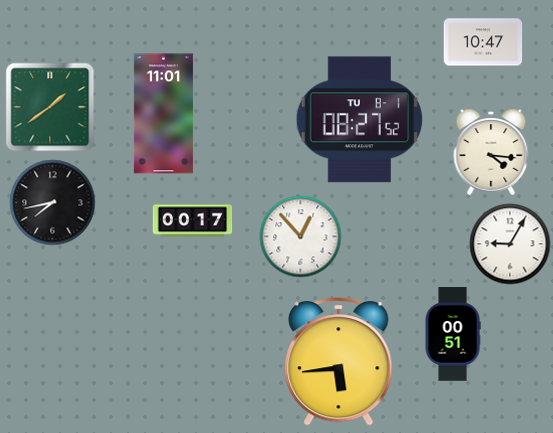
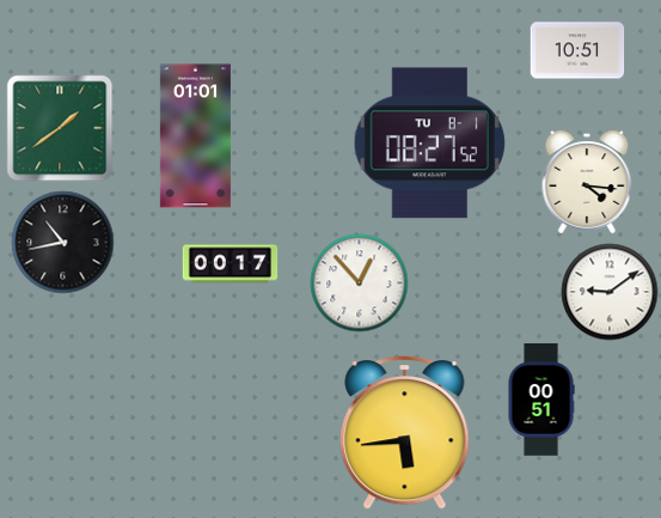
clock at (483, 42): 10:47 -> 10:51
clock at (163, 114): 11:01 -> 01:01
clock at (52, 202): 7:43 -> 10:43
clock at (510, 244): 9:05 -> 9:09
